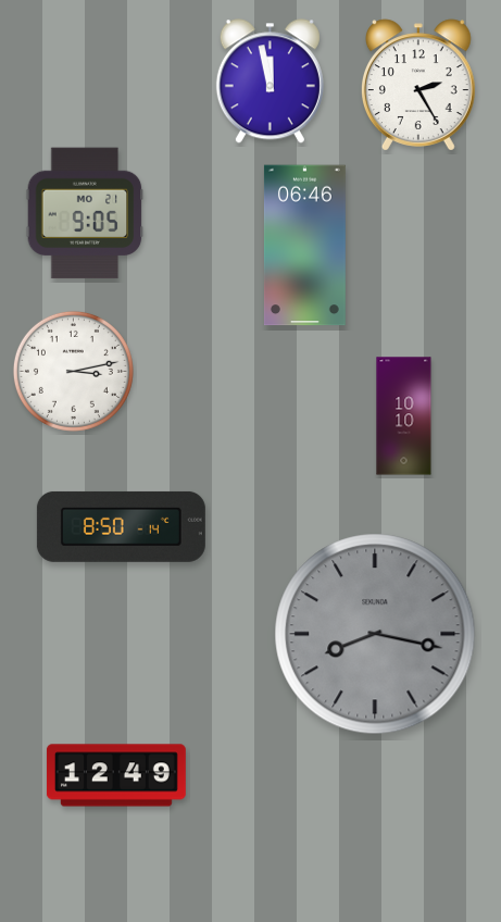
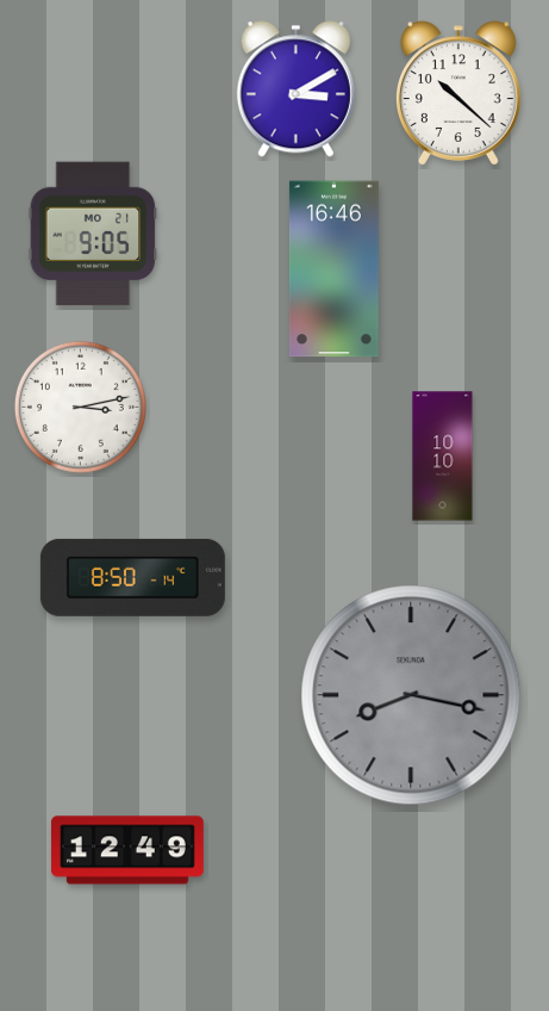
clock at (270, 82): 11:58 -> 3:10
clock at (418, 85): 2:25 -> 10:22
clock at (304, 246): 06:46 -> 16:46
